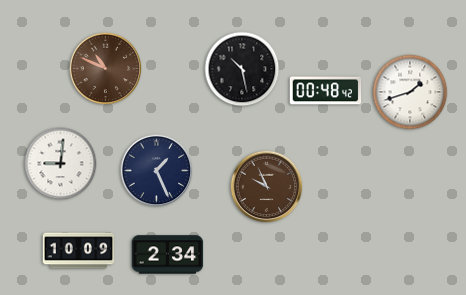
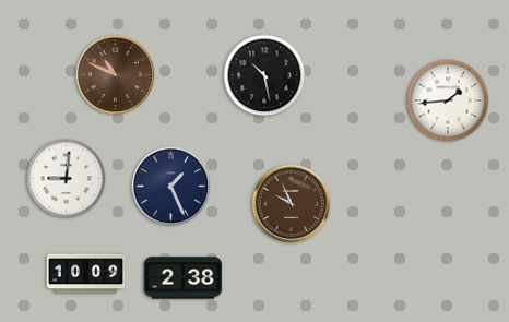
clock at (326, 91): 00:48 -> none
clock at (410, 92): 1:42 -> 1:44
clock at (168, 255): 2:34 -> 2:38
